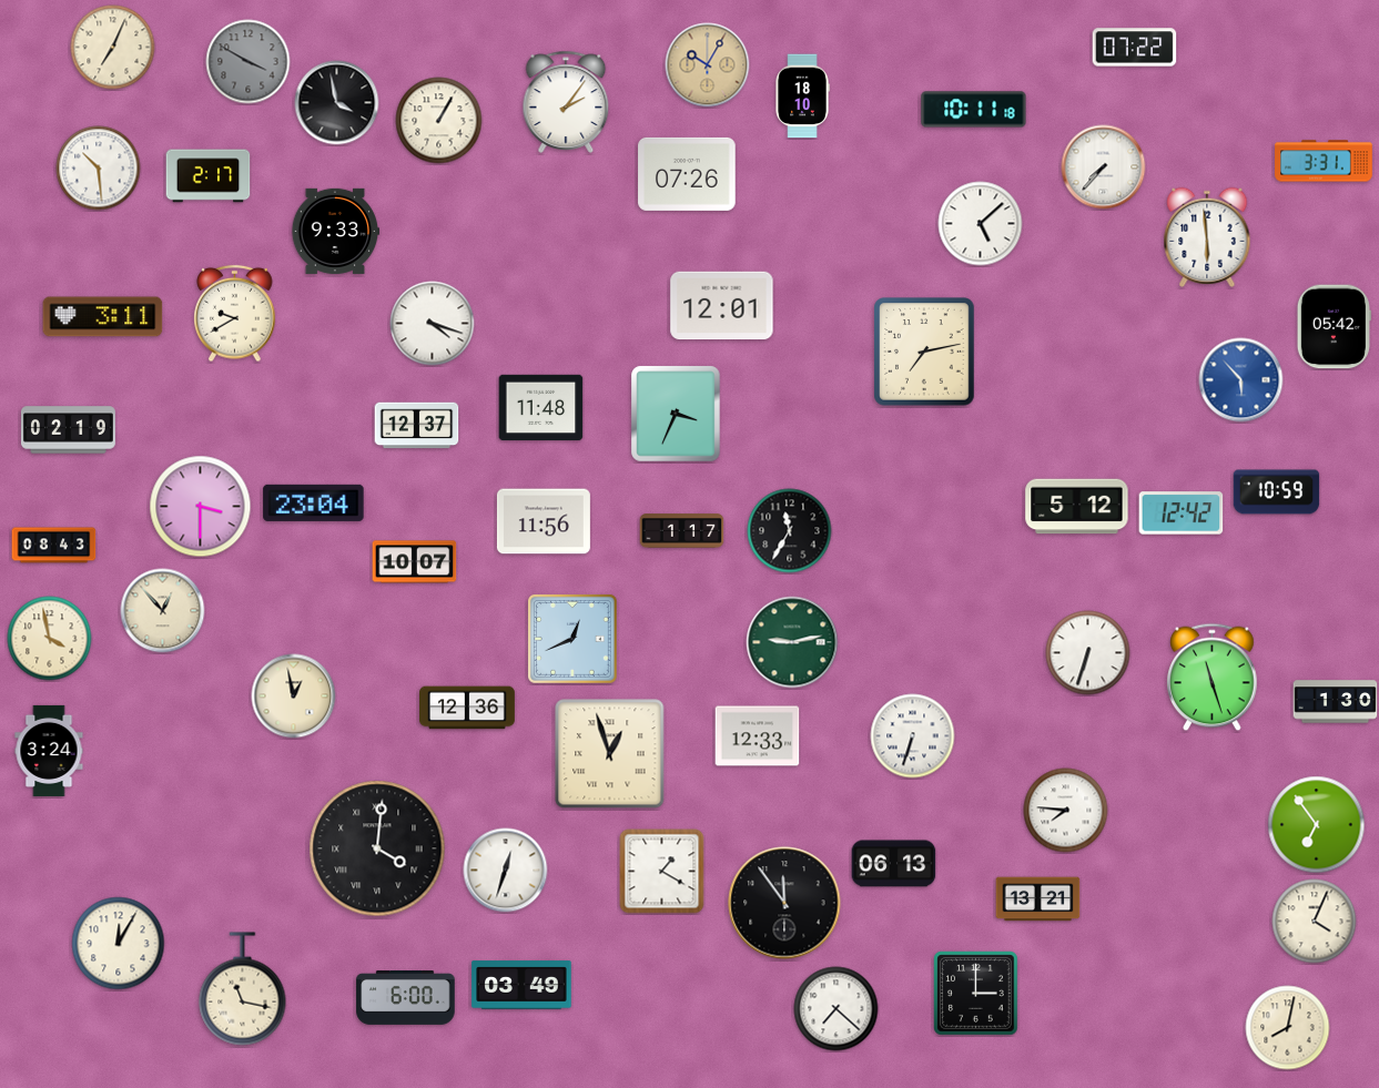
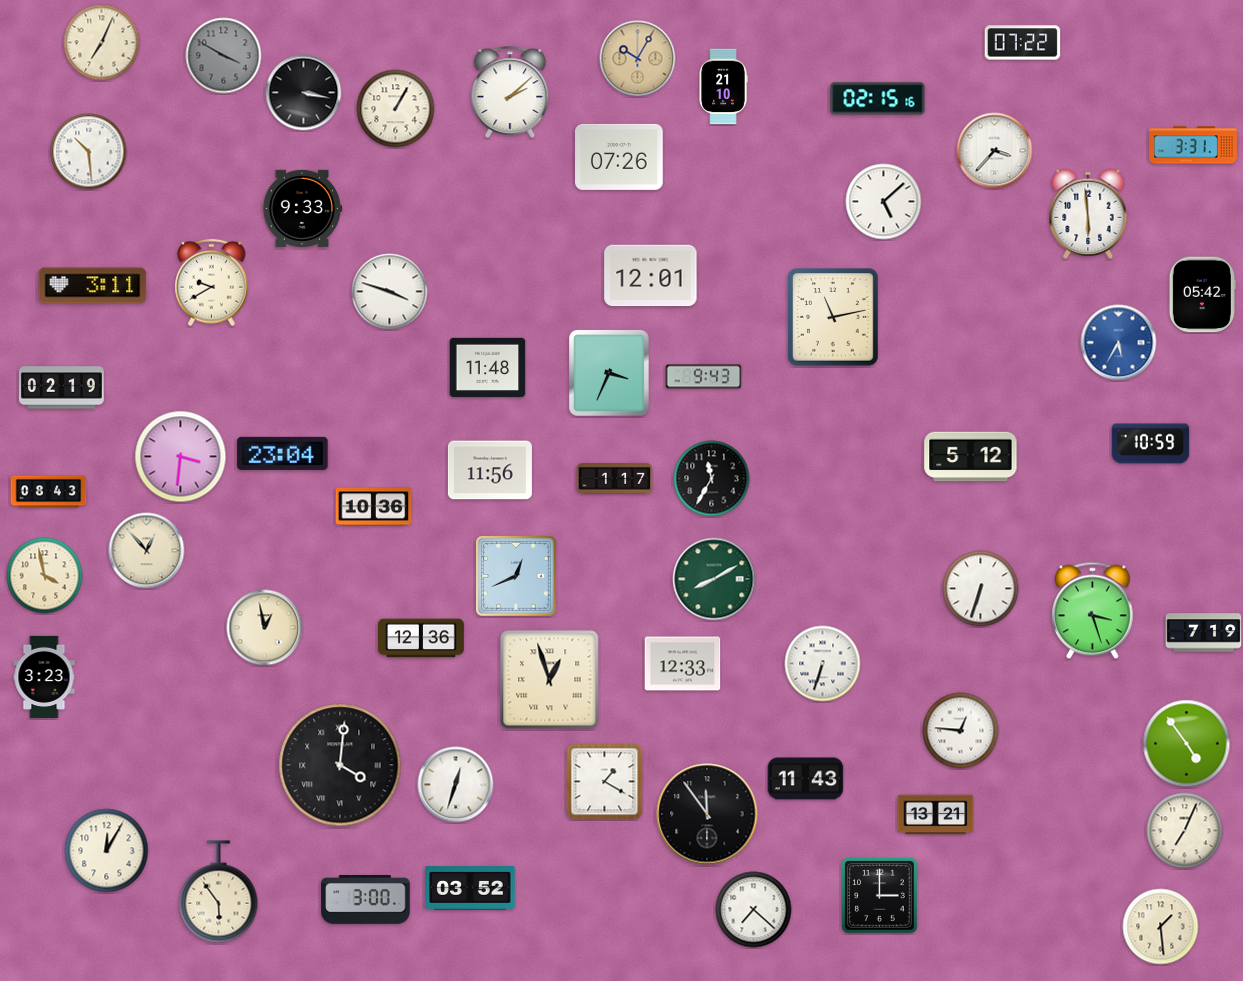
clock at (802, 96): 18:10 -> 21:10
clock at (566, 102): 2:06 -> 2:08
clock at (337, 103): 3:58 -> 3:17
clock at (974, 110): 10:11 -> 02:15
clock at (1104, 167): 7:37 -> 3:37
clock at (209, 176): 2:17 -> none
clock at (433, 324): 4:18 -> 3:48
clock at (924, 352): 7:13 -> 11:13
clock at (1241, 380): 5:53 -> 5:35
clock at (704, 377): none -> 9:43
clock at (417, 426): 12:37 -> none
clock at (201, 507): 3:30 -> 3:31
clock at (1182, 514): 12:42 -> none
clock at (415, 562): 10:07 -> 10:36
clock at (792, 642): 9:13 -> 8:10
clock at (1213, 678): 11:27 -> 3:27
clock at (1336, 702): 1:30 -> 7:19
clock at (49, 751): 3:24 -> 3:23
clock at (1066, 811): 7:46 -> 12:46
clock at (1317, 825): 6:54 -> 4:54
clock at (894, 864): 06:13 -> 11:43
clock at (662, 872) position: (662, 872) -> (605, 782)
clock at (1038, 899) position: (1038, 899) -> (936, 815)
clock at (1315, 922): 4:04 -> 7:04
clock at (521, 985): 03:49 -> 03:52
clock at (243, 989): 11:17 -> 5:54
clock at (406, 998): 6:00 -> 3:00
clock at (1288, 1028): 8:02 -> 1:29
